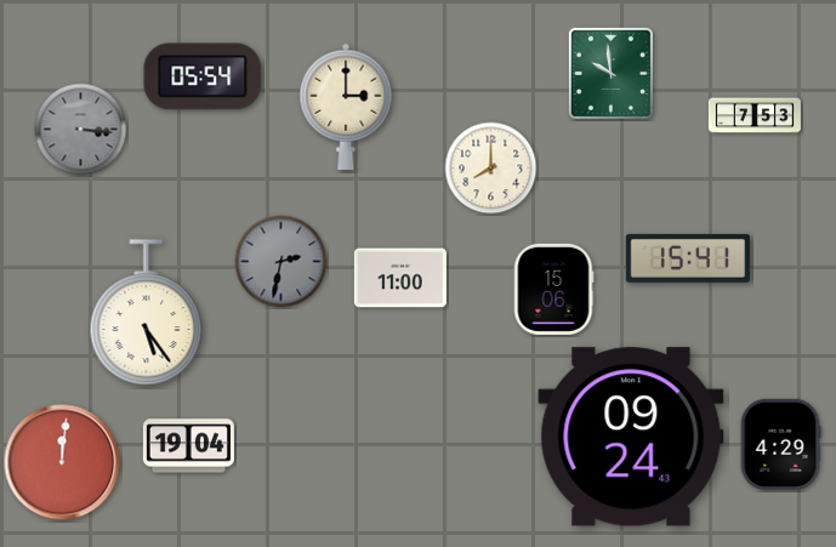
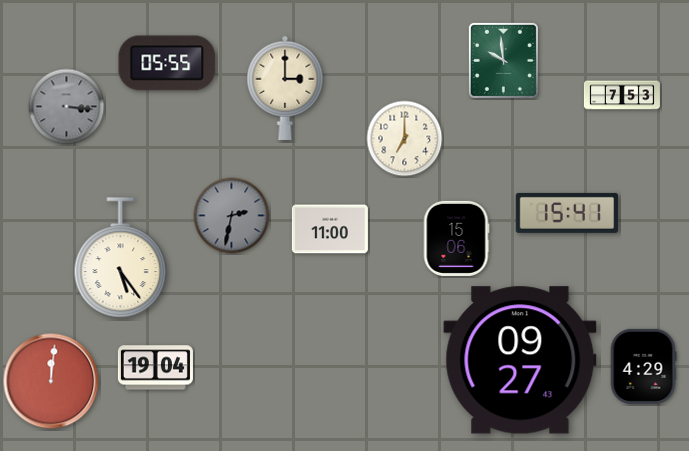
clock at (203, 76): 05:54 -> 05:55
clock at (491, 169): 8:00 -> 7:00
clock at (631, 437): 09:24 -> 09:27
